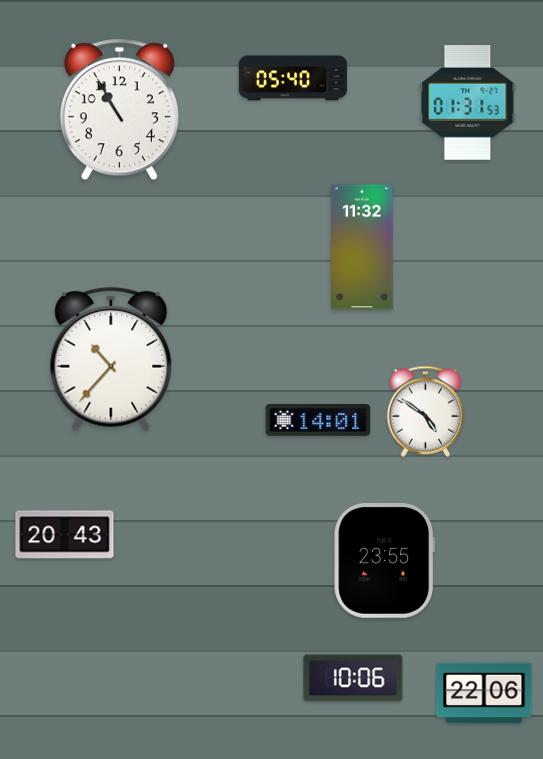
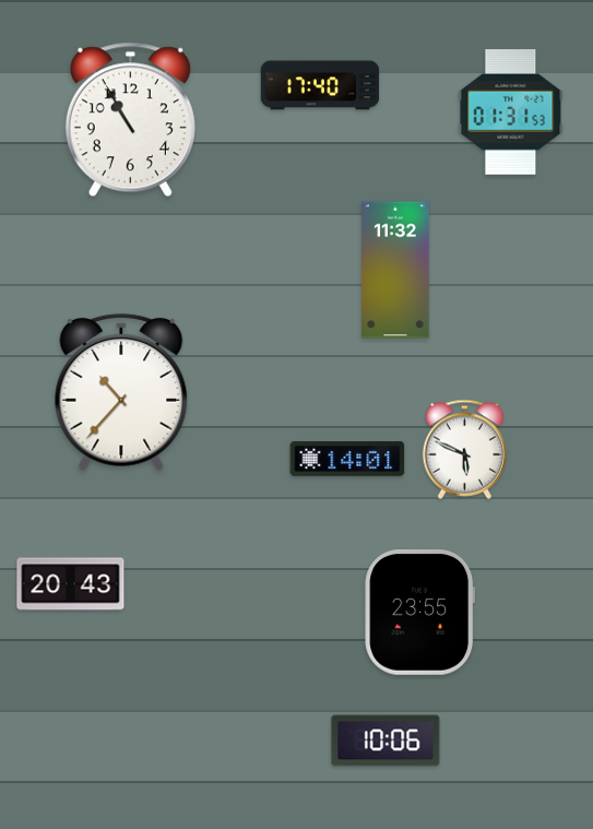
clock at (293, 78): 05:40 -> 17:40
clock at (426, 411): 4:51 -> 5:49
clock at (484, 693): 22:06 -> none
